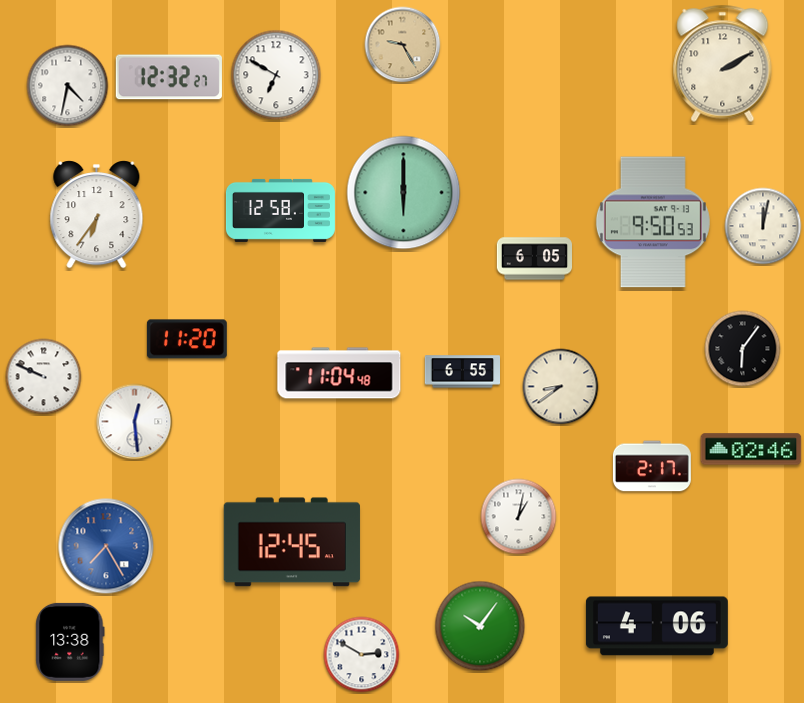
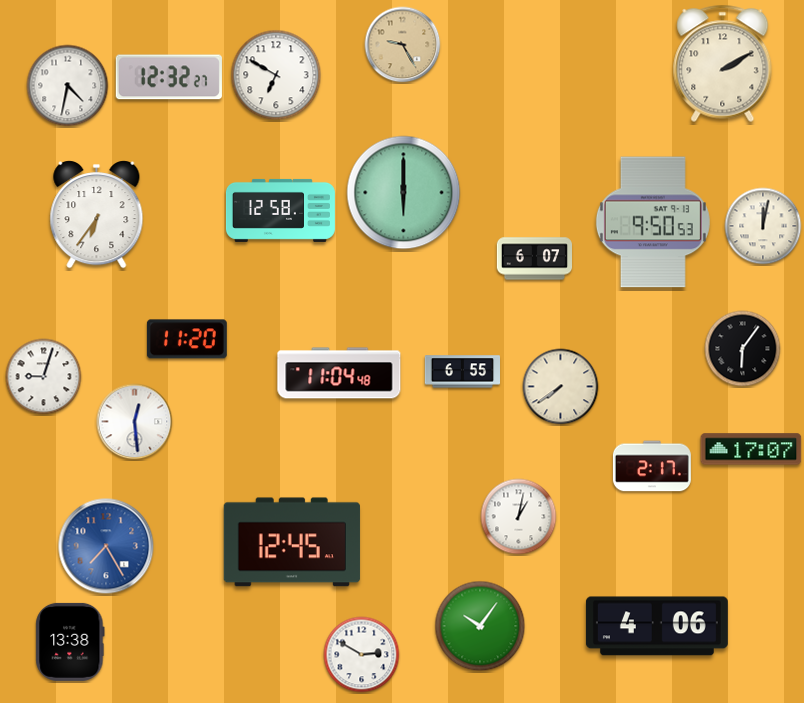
clock at (534, 259): 6:05 -> 6:07
clock at (44, 377): 9:49 -> 9:03
clock at (561, 387): 8:39 -> 7:39
clock at (751, 449): 02:46 -> 17:07
